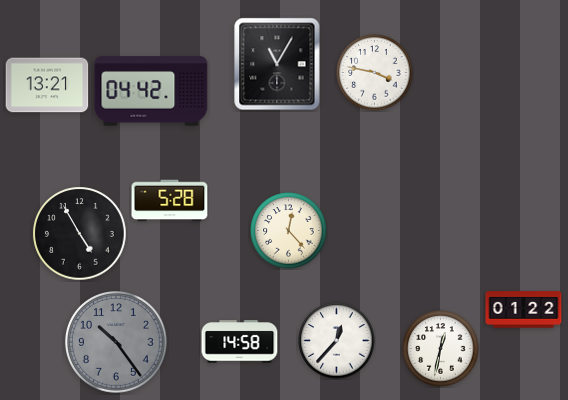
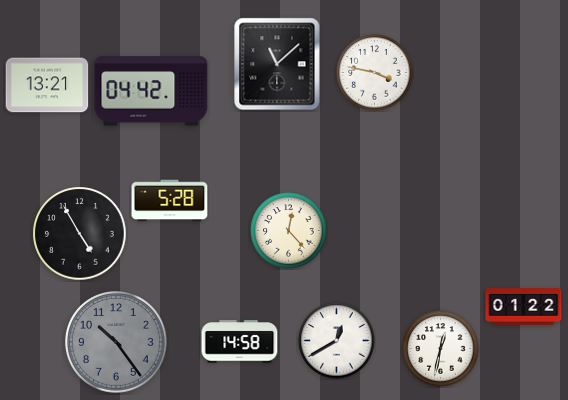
clock at (277, 64): 11:05 -> 11:08
clock at (524, 310) position: (524, 310) -> (524, 307)
clock at (337, 341): 12:37 -> 12:40
